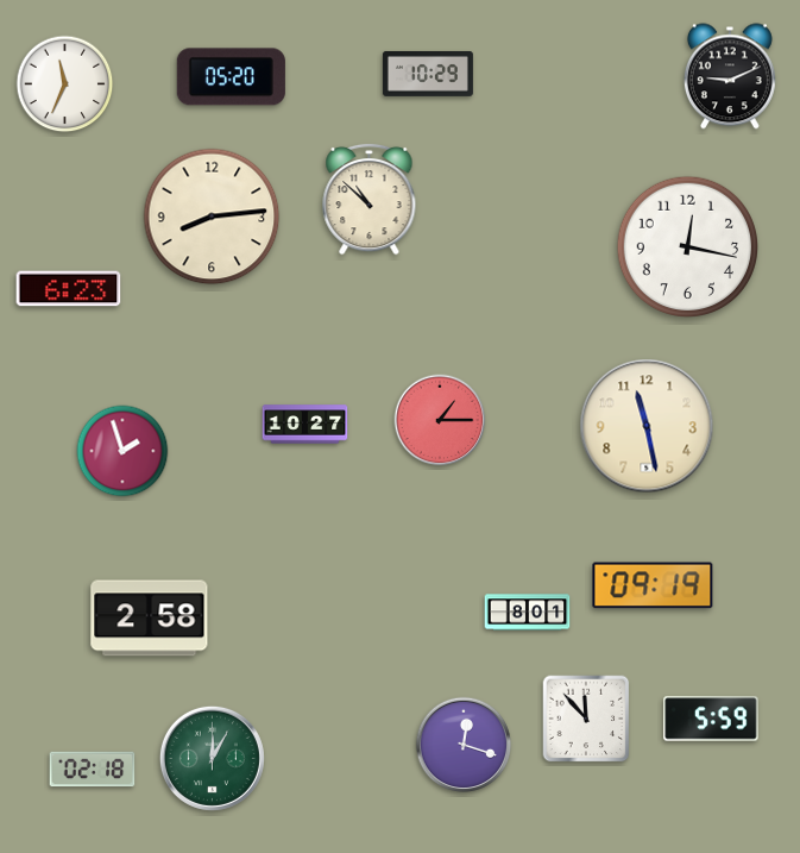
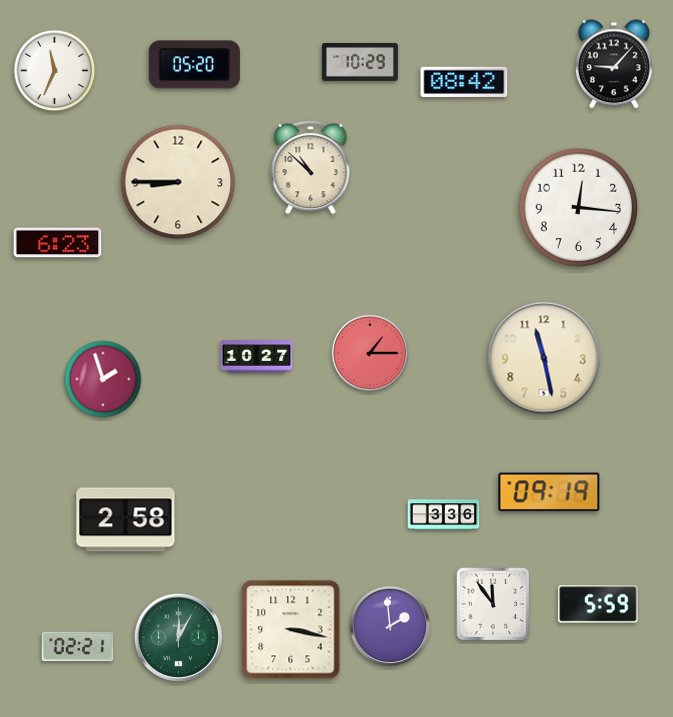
clock at (730, 76): 9:11 -> 9:07
clock at (464, 82): none -> 08:42
clock at (212, 217): 8:14 -> 8:45
clock at (687, 246): 12:17 -> 12:16
clock at (528, 613): 8:01 -> 3:36
clock at (586, 719): 11:53 -> 11:54
clock at (464, 745): 12:18 -> 1:59
clock at (291, 630): none -> 3:17
clock at (93, 770): 02:18 -> 02:21
